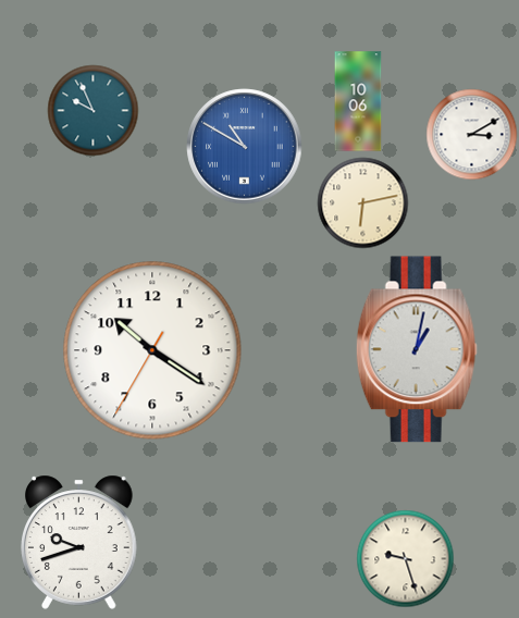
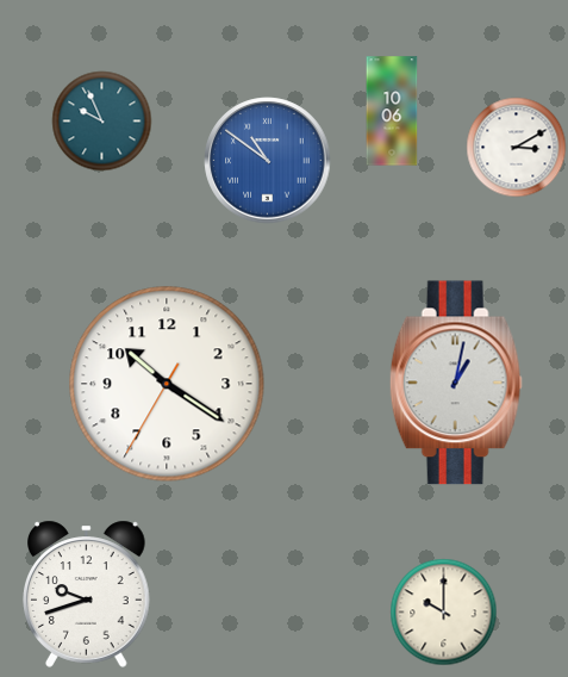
clock at (245, 147): 10:50 -> 10:51
clock at (363, 203): 6:13 -> none
clock at (406, 559): 9:27 -> 10:00
